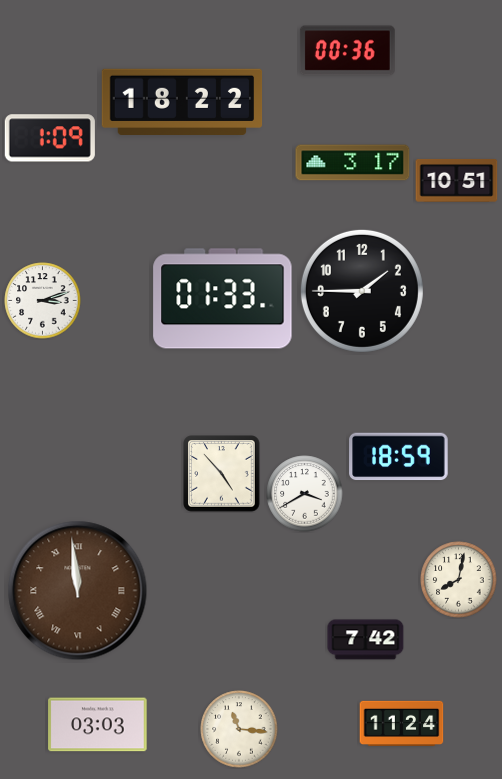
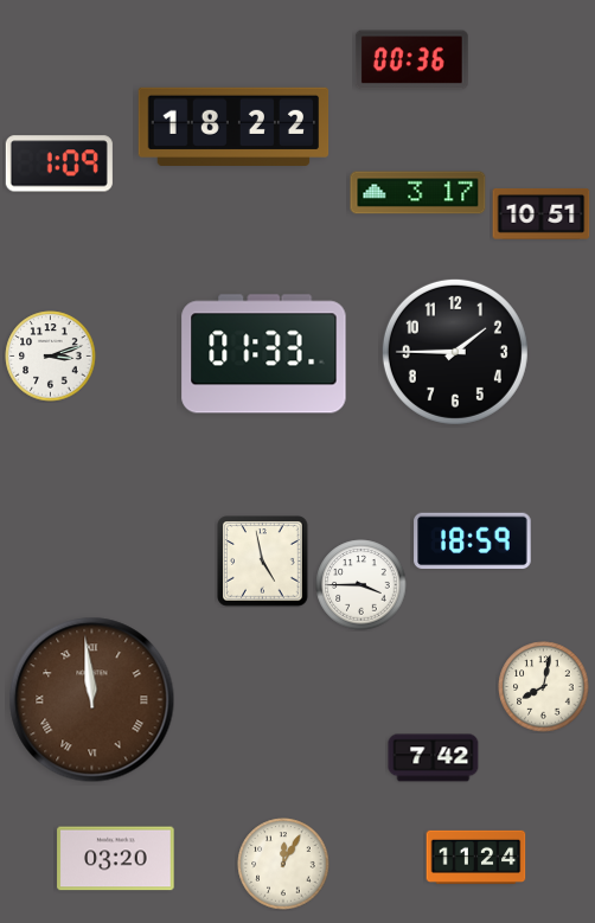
clock at (182, 101) position: (182, 101) -> (233, 126)
clock at (362, 291) position: (362, 291) -> (455, 352)
clock at (222, 474): 4:53 -> 4:58
clock at (305, 494): 3:40 -> 3:45
clock at (98, 725): 03:03 -> 03:20
clock at (239, 729): 11:16 -> 12:05
